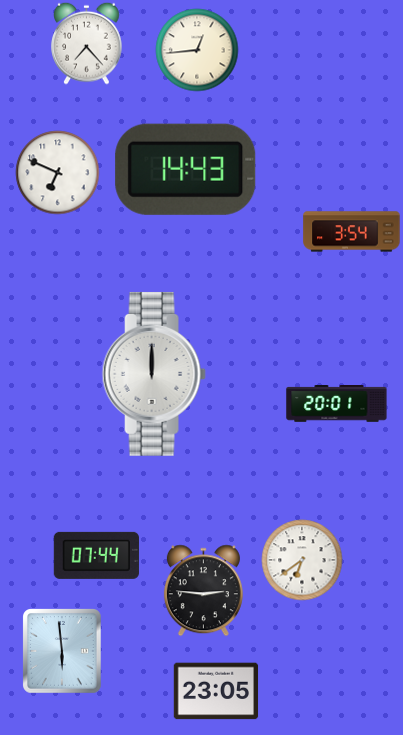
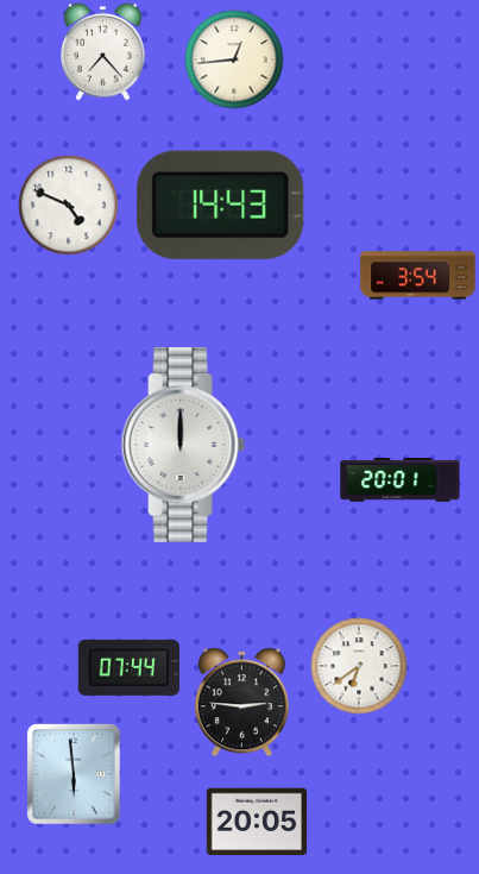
clock at (186, 169) position: (186, 169) -> (221, 205)
clock at (58, 173): 6:49 -> 4:49
clock at (96, 555) position: (96, 555) -> (128, 667)
clock at (216, 691): 23:05 -> 20:05
